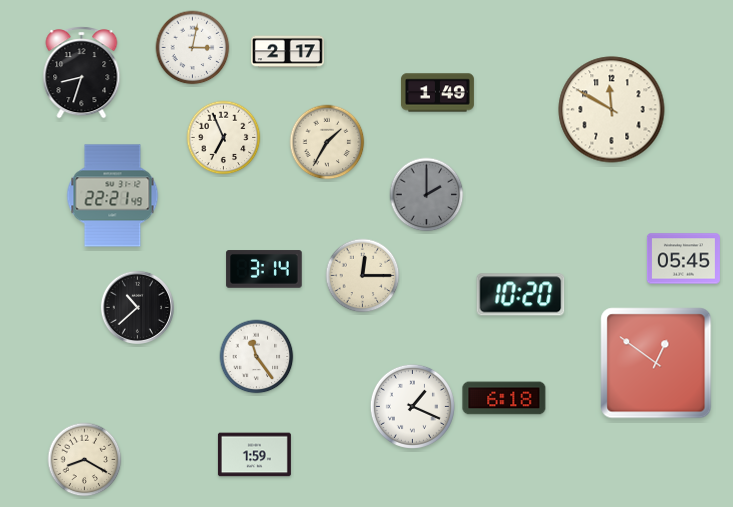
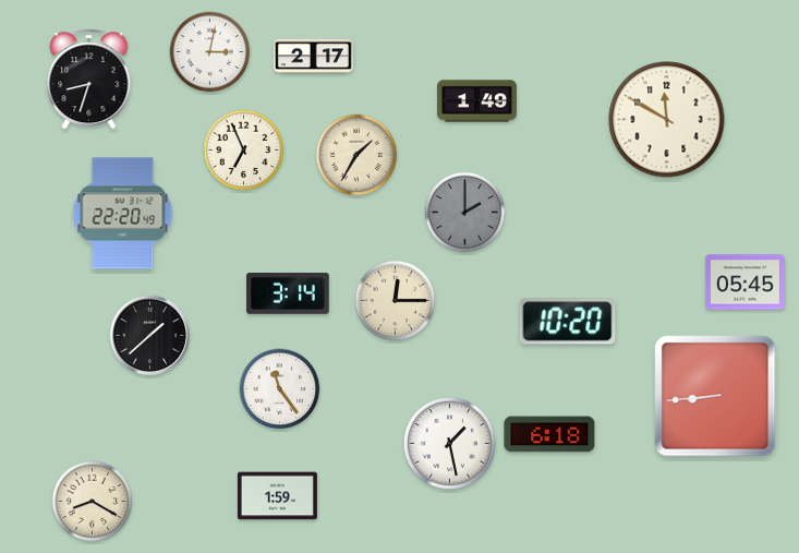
clock at (113, 196): 22:21 -> 22:20
clock at (137, 307): 10:38 -> 1:38
clock at (656, 363): 12:51 -> 8:44
clock at (412, 406): 1:19 -> 1:28
